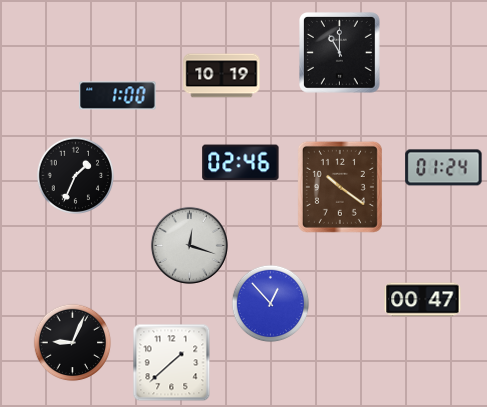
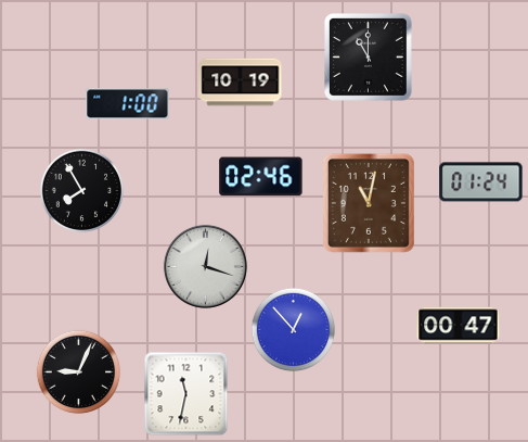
clock at (75, 175): 1:34 -> 7:55
clock at (340, 187): 10:21 -> 11:02
clock at (171, 362): 1:38 -> 11:32
